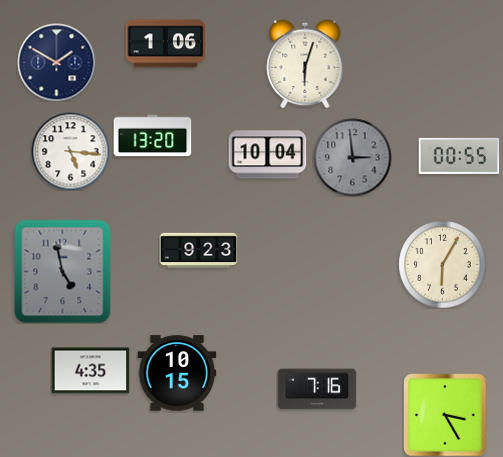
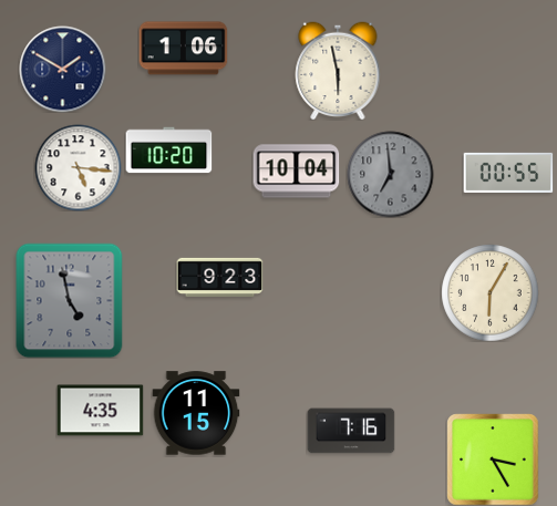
clock at (305, 64): 6:03 -> 5:58
clock at (152, 136): 13:20 -> 10:20
clock at (352, 157): 2:59 -> 6:59
clock at (177, 373): 10:15 -> 11:15
